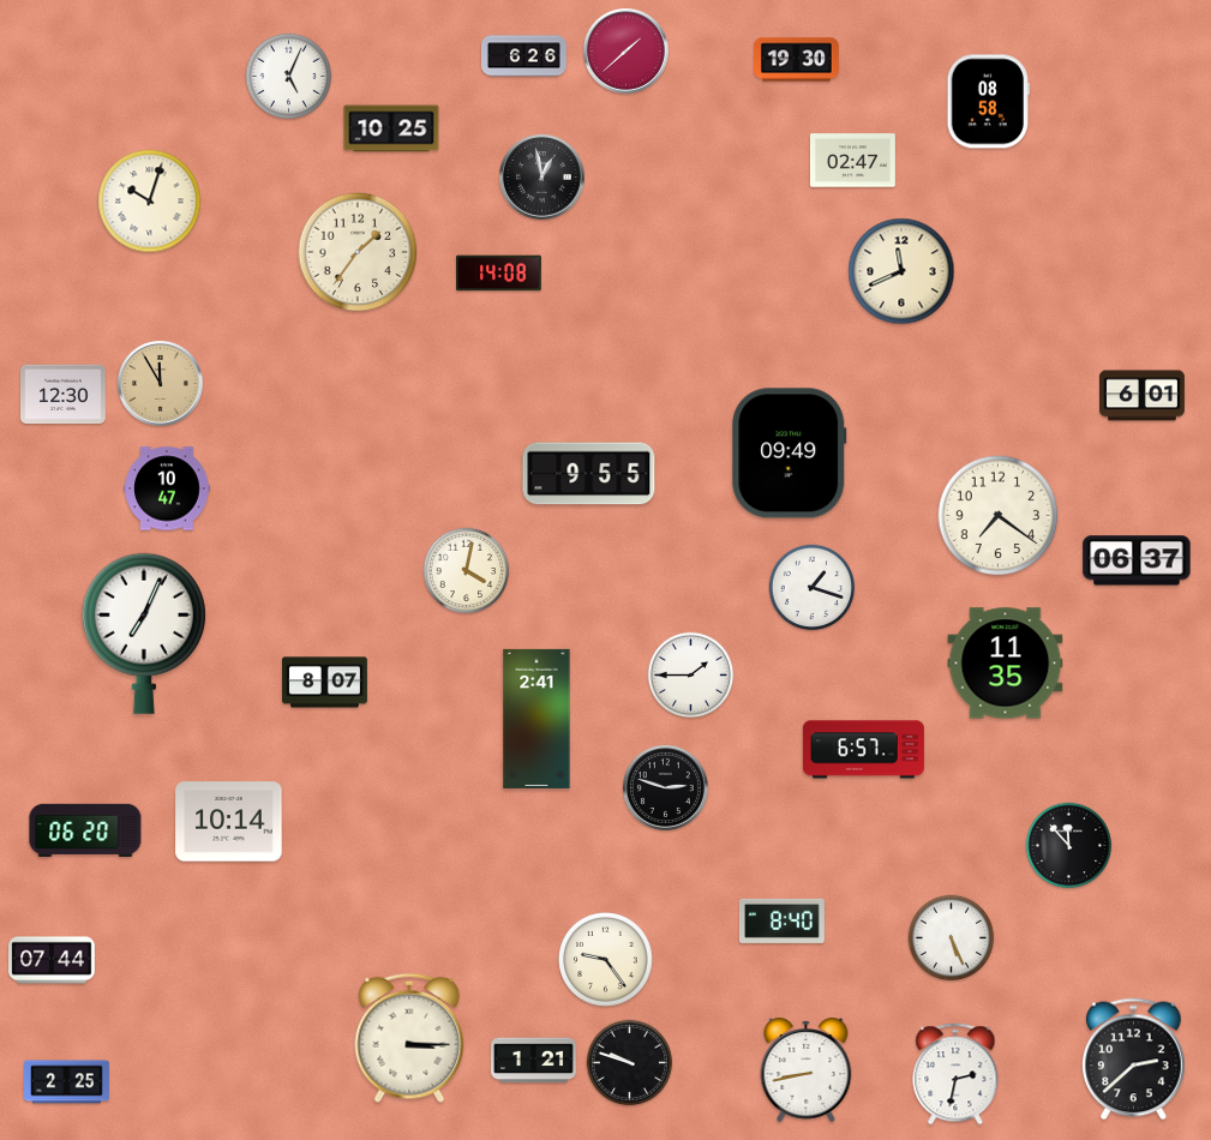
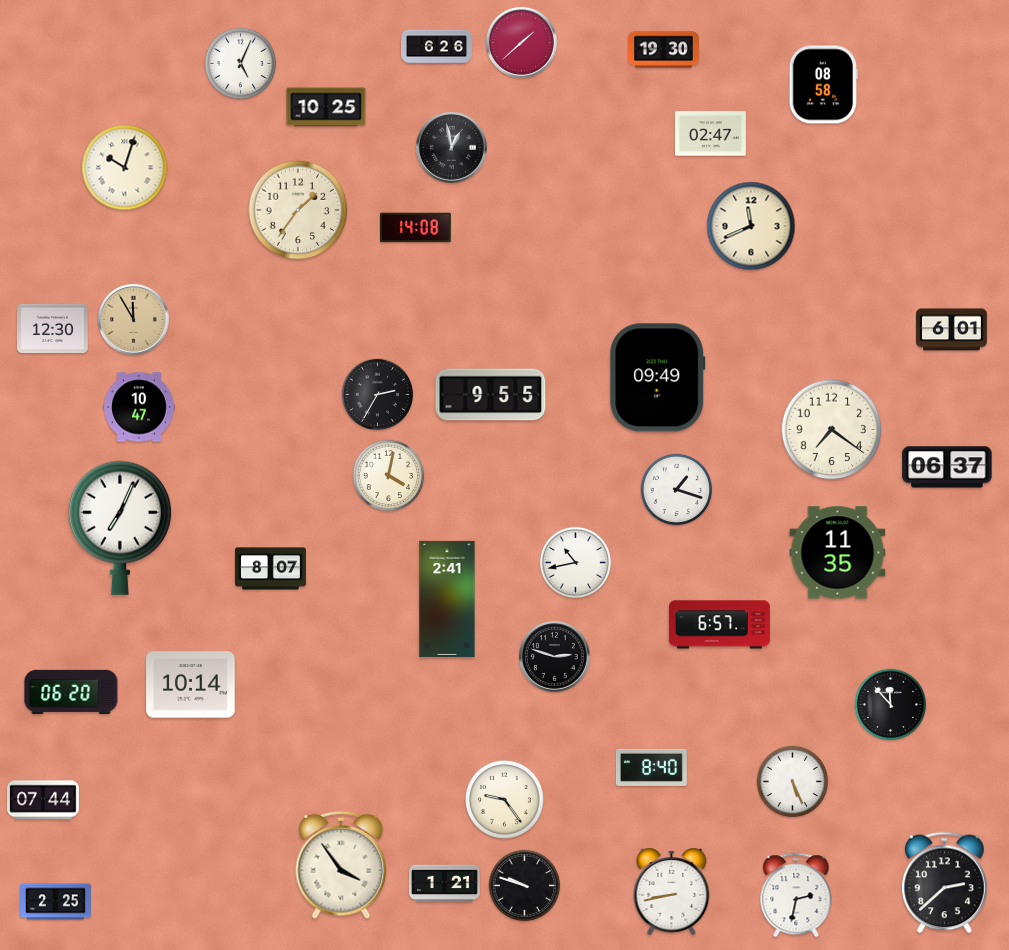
clock at (378, 395): none -> 2:35
clock at (691, 676): 1:45 -> 10:43
clock at (409, 1038): 3:15 -> 3:54
